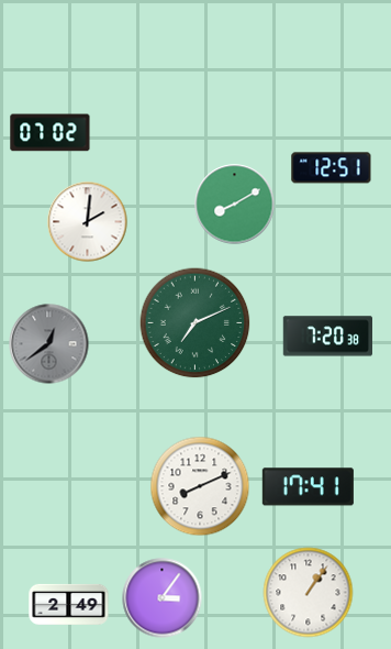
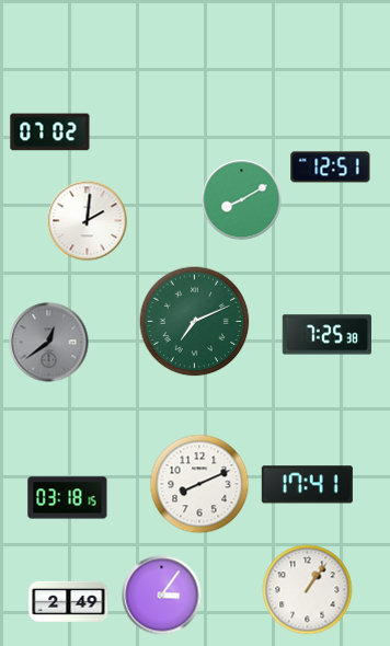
clock at (235, 205) position: (235, 205) -> (242, 200)
clock at (328, 337): 7:20 -> 7:25
clock at (68, 498): none -> 03:18
